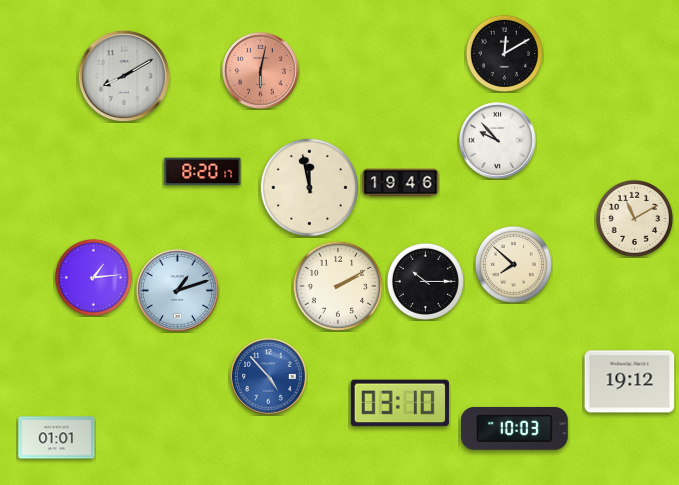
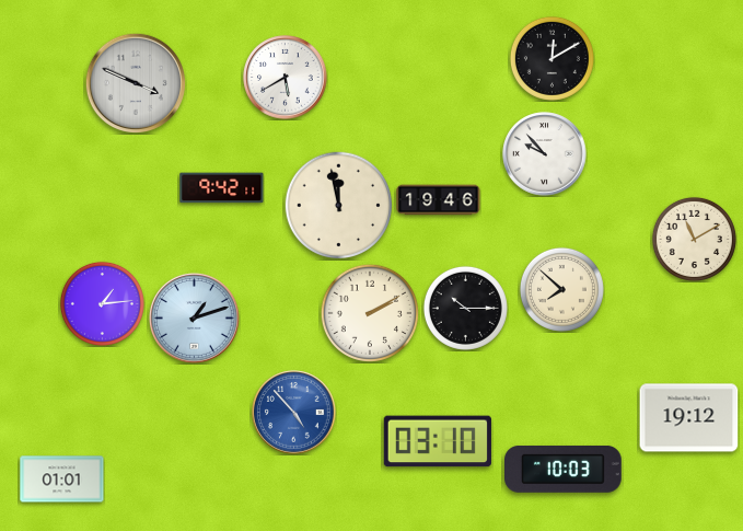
clock at (261, 71): 6:02 -> 5:40
clock at (261, 71) dial: salmon -> white
clock at (123, 75): 8:10 -> 3:49
clock at (203, 172): 8:20 -> 9:42
